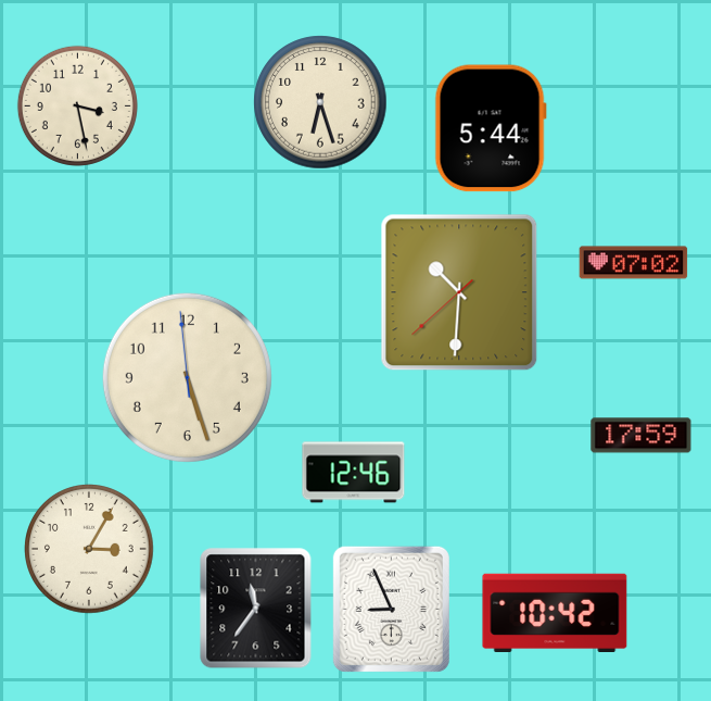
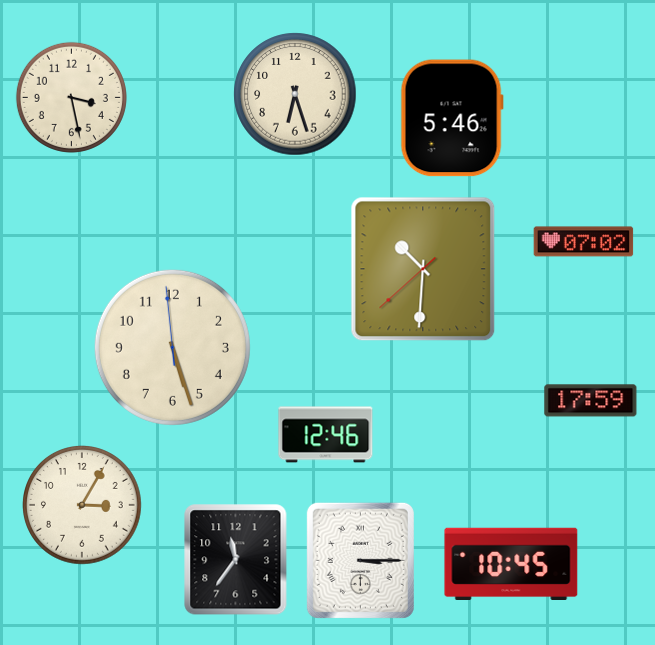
clock at (491, 128): 5:44 -> 5:46
clock at (391, 609): 8:56 -> 3:15
clock at (555, 612): 10:42 -> 10:45
